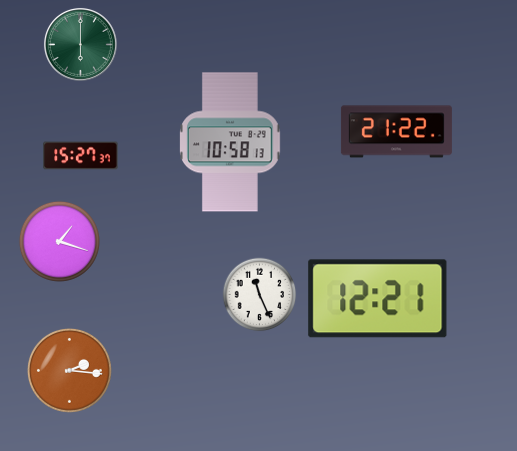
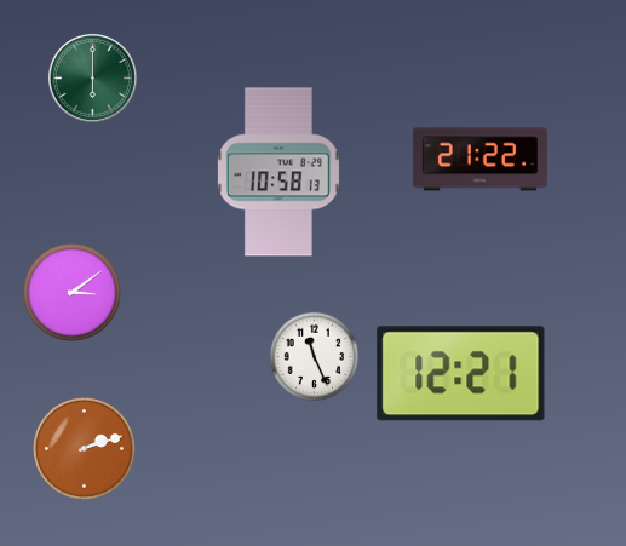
clock at (80, 44) position: (80, 44) -> (92, 77)
clock at (81, 156): 15:27 -> none
clock at (59, 241): 1:18 -> 3:09
clock at (378, 299) position: (378, 299) -> (461, 374)
clock at (69, 370): 2:16 -> 2:12
